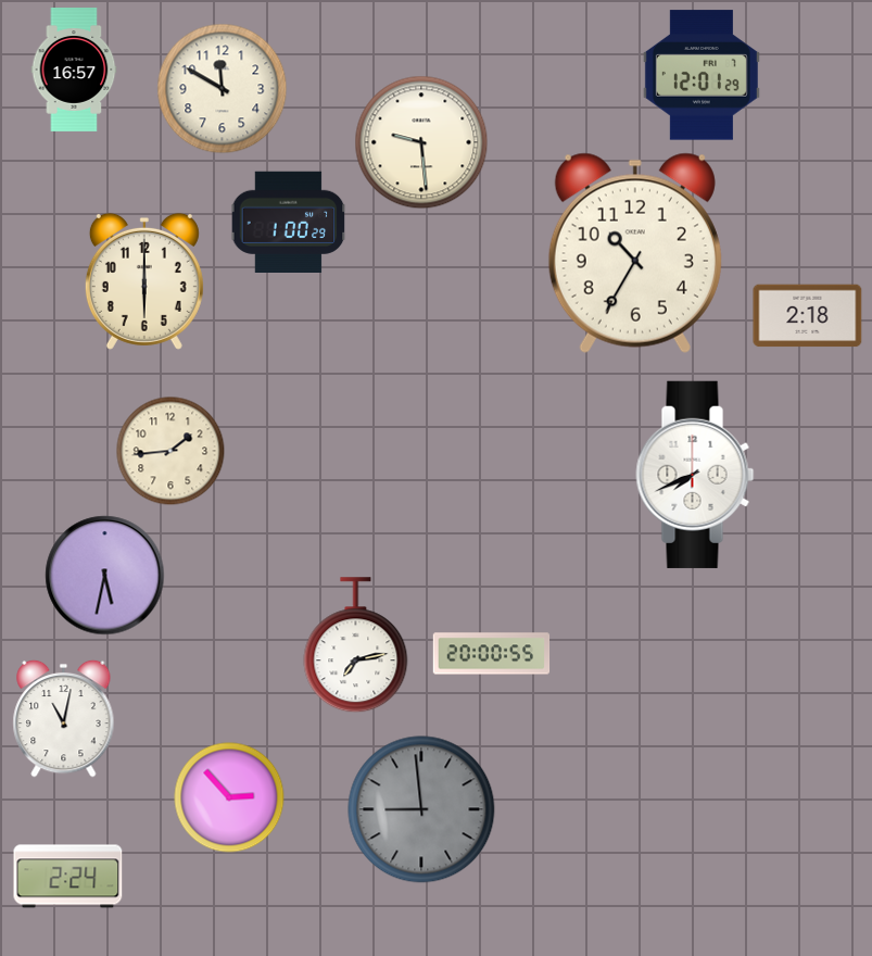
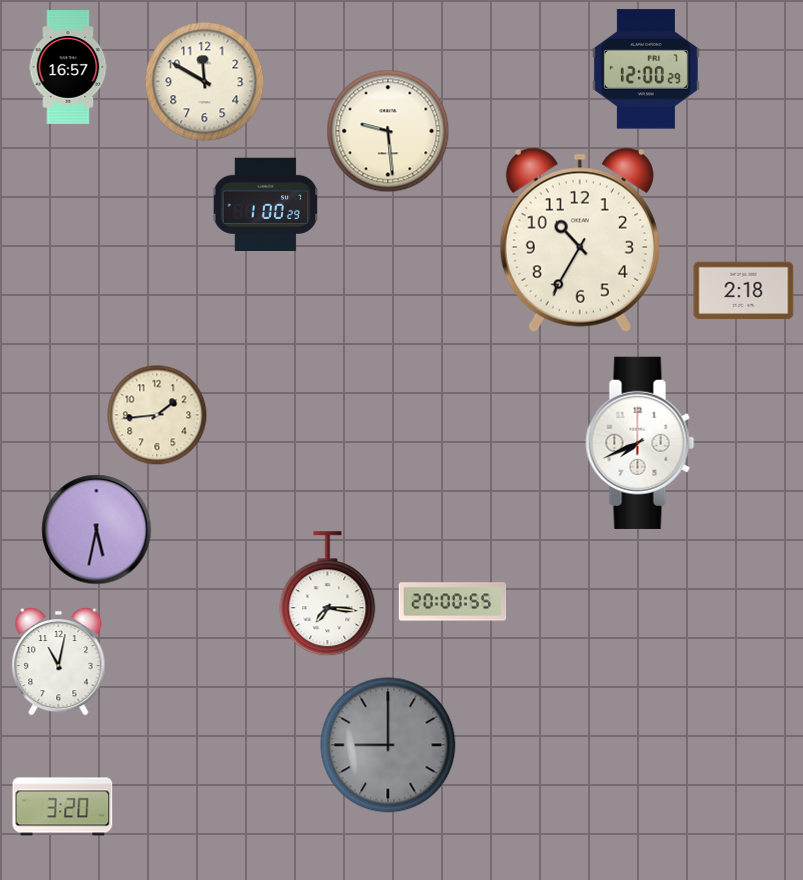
clock at (74, 71) position: (74, 71) -> (68, 68)
clock at (702, 75): 12:01 -> 12:00
clock at (635, 253) position: (635, 253) -> (580, 240)
clock at (144, 281): 6:00 -> none
clock at (695, 475) position: (695, 475) -> (640, 443)
clock at (356, 645): 7:13 -> 7:16
clock at (229, 797): 2:53 -> none
clock at (421, 809): 8:59 -> 9:00
clock at (68, 877): 2:24 -> 3:20
